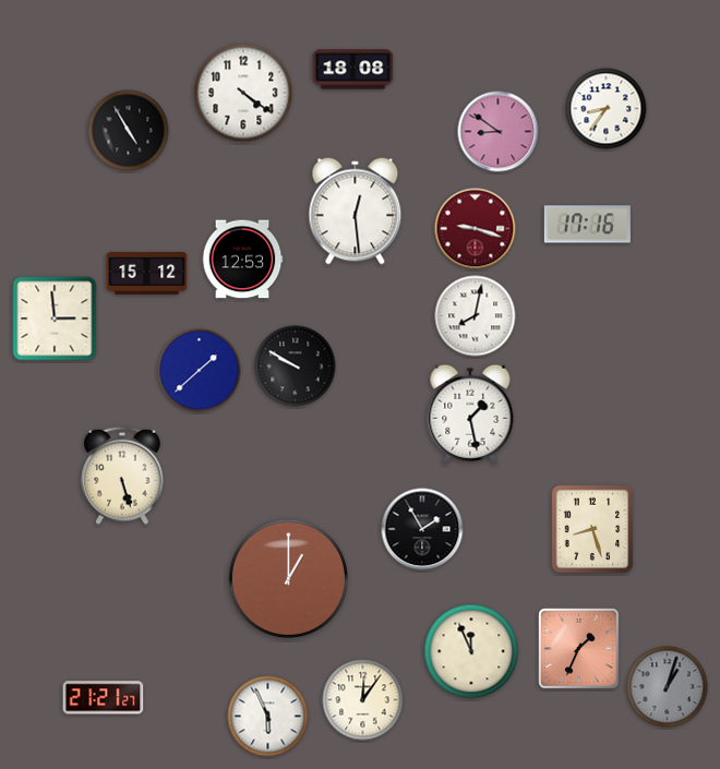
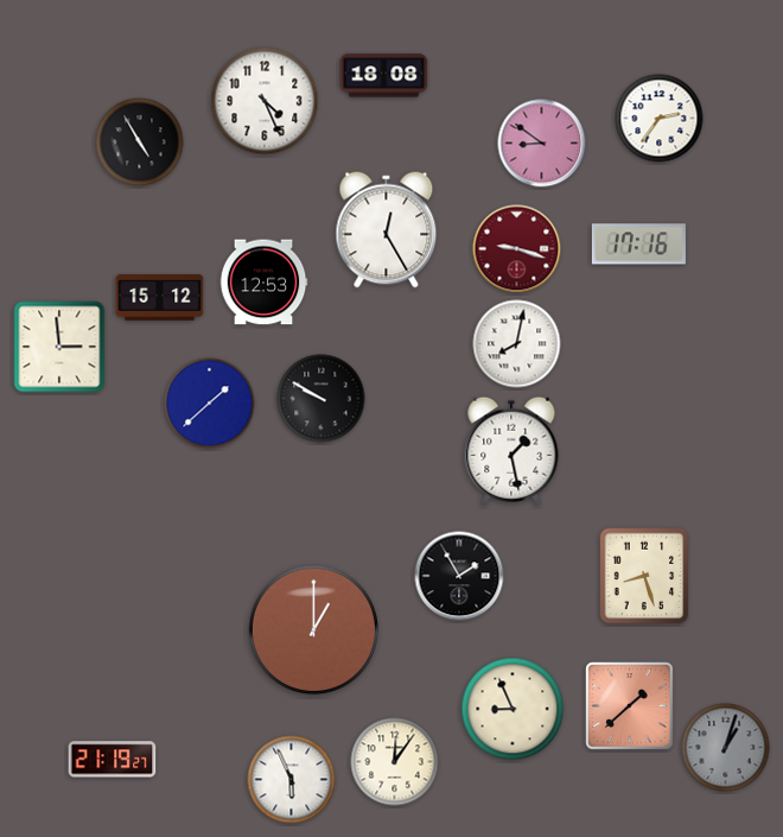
clock at (243, 93): 4:21 -> 4:26
clock at (607, 109): 8:36 -> 2:36
clock at (356, 212): 12:29 -> 12:25
clock at (200, 371) position: (200, 371) -> (210, 404)
clock at (122, 476): 5:27 -> none
clock at (579, 649): 1:34 -> 1:38
clock at (471, 651): 11:56 -> 8:56
clock at (104, 698): 21:21 -> 21:19
